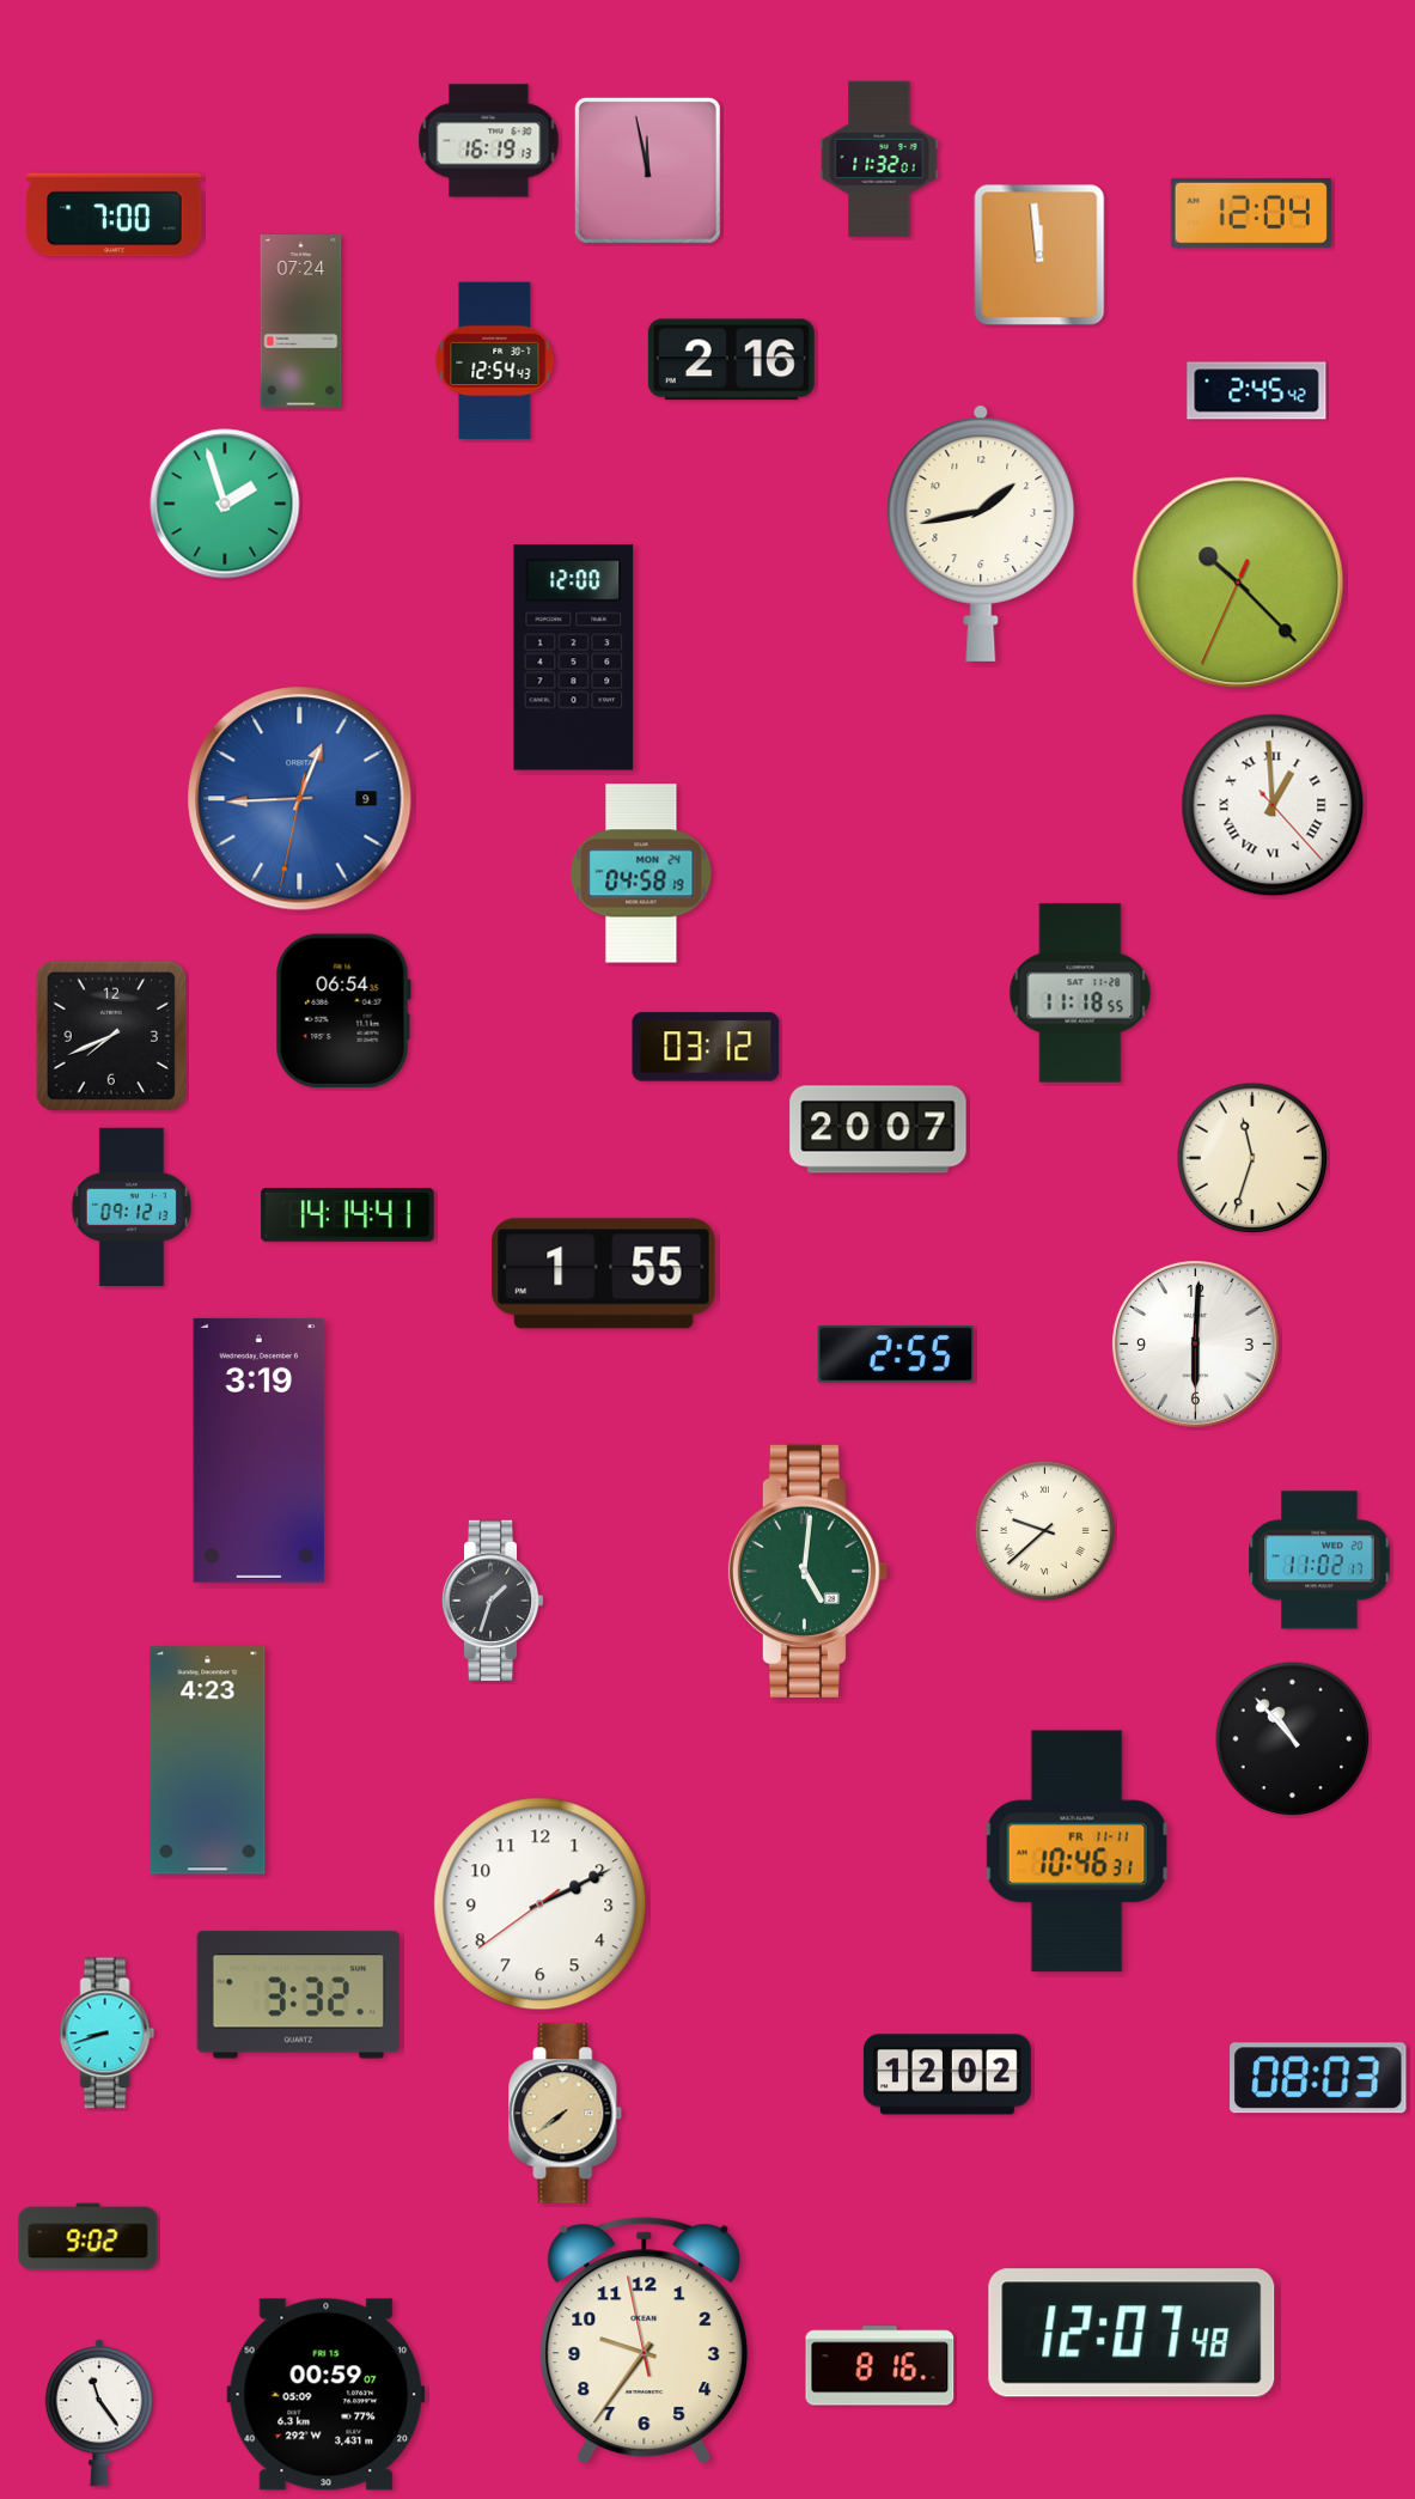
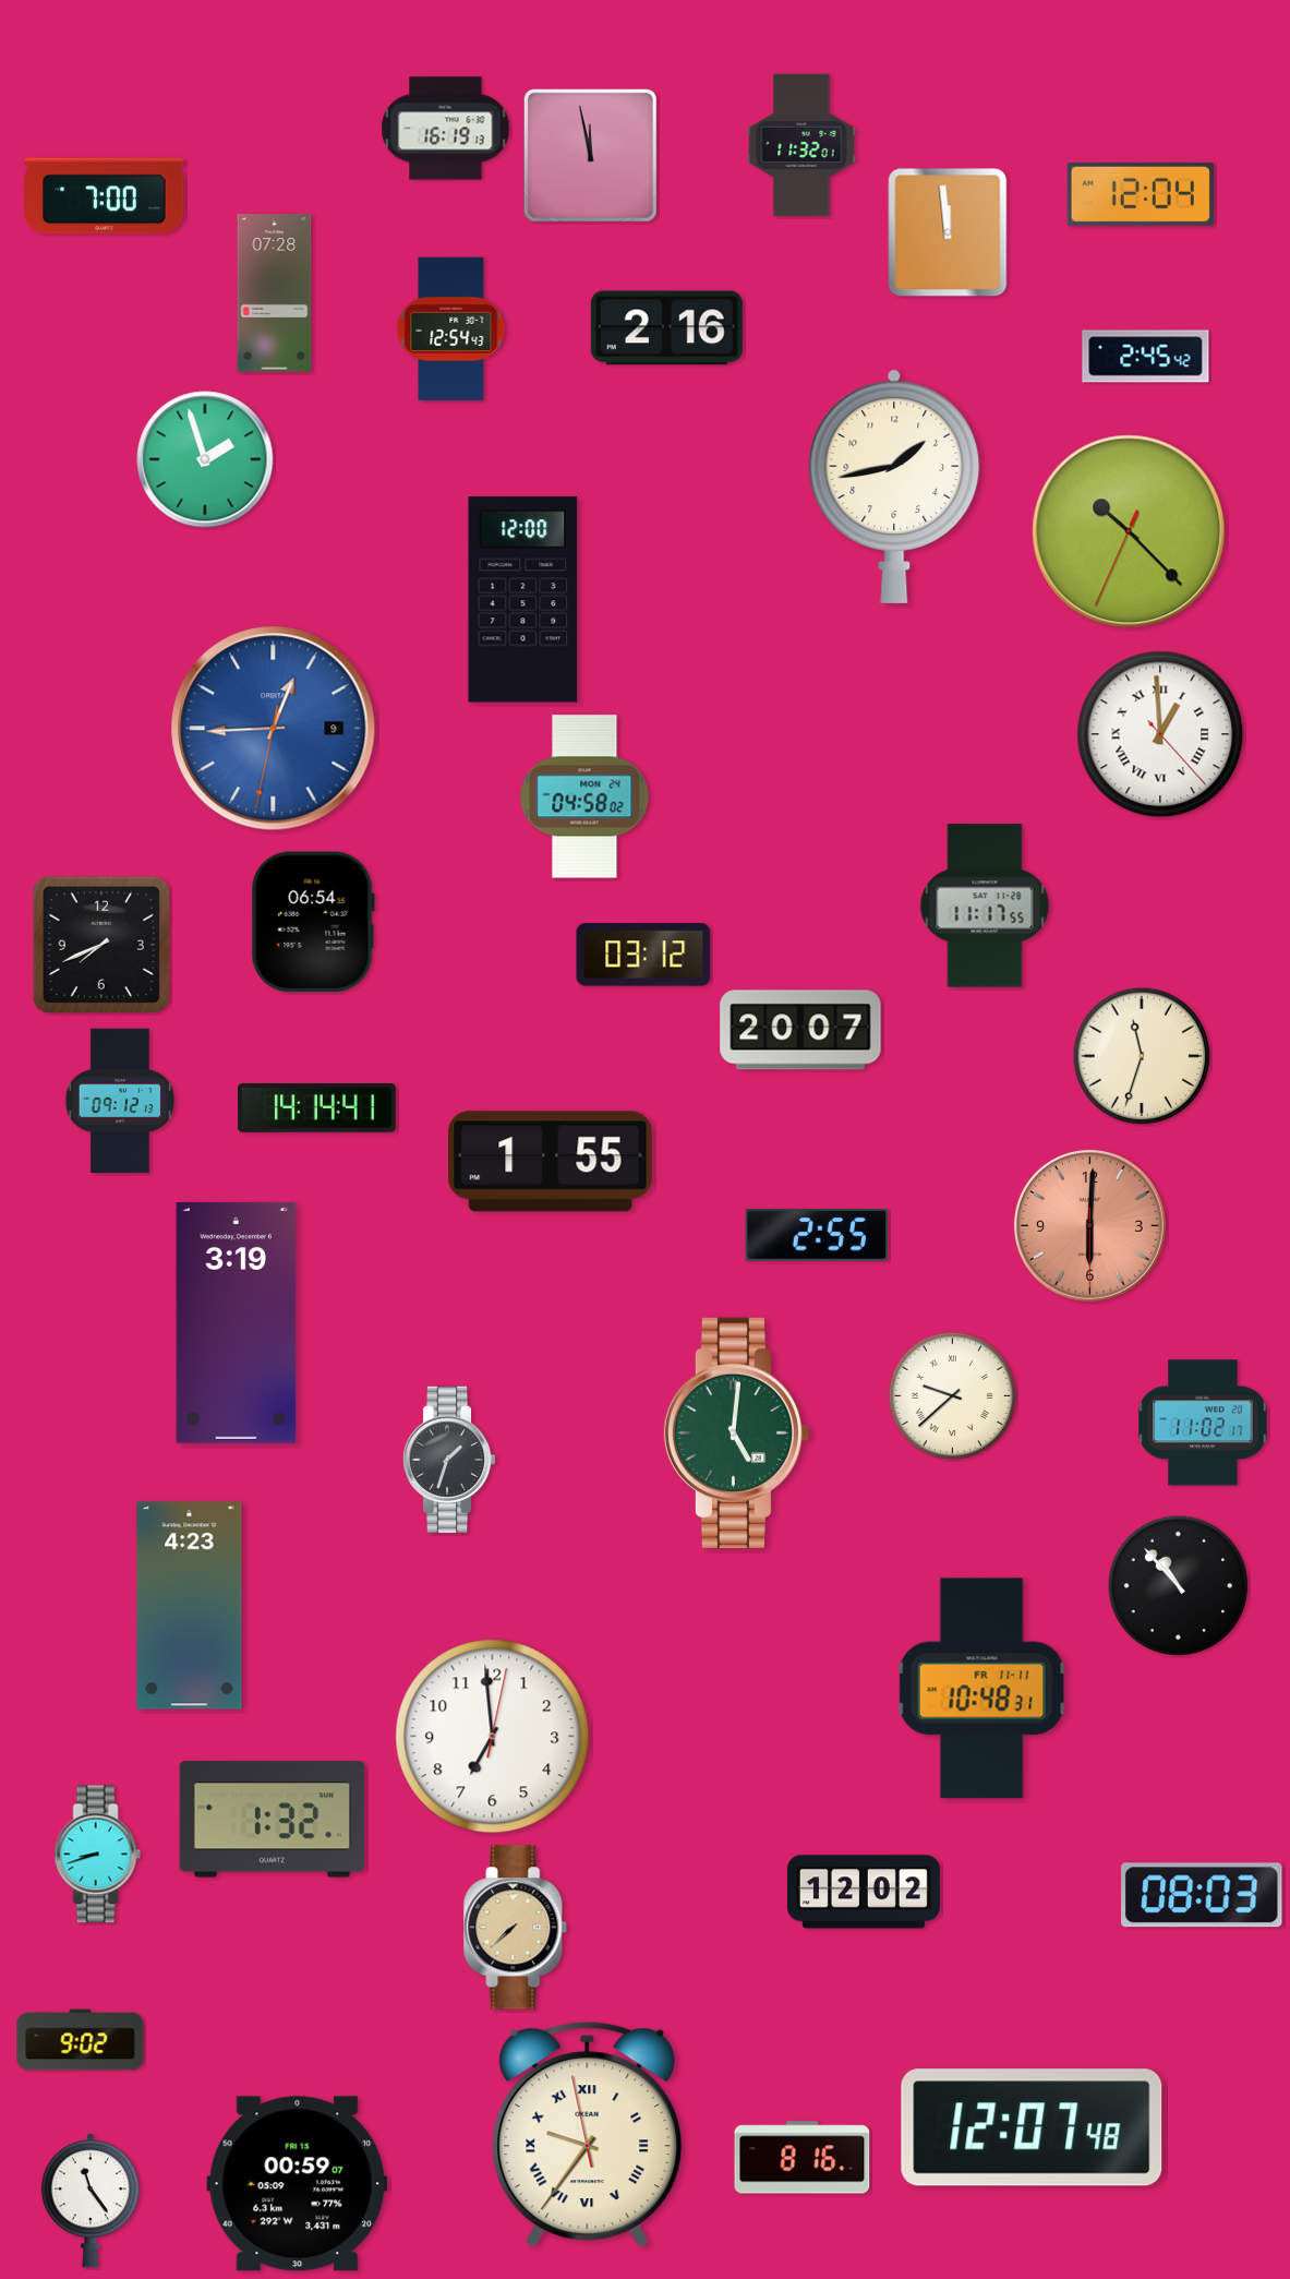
clock at (301, 322): 07:24 -> 07:28
clock at (641, 873): 04:58:19 -> 04:58:02
clock at (1080, 993): 11:18 -> 11:17
clock at (1196, 1345) dial: white -> salmon
clock at (1077, 1852): 10:46 -> 10:48
clock at (541, 1904): 2:10 -> 6:59
clock at (299, 1995): 3:32 -> 1:32
clock at (566, 2114): 7:39 -> 7:38
clock at (645, 2341) numerals: Arabic -> Roman
